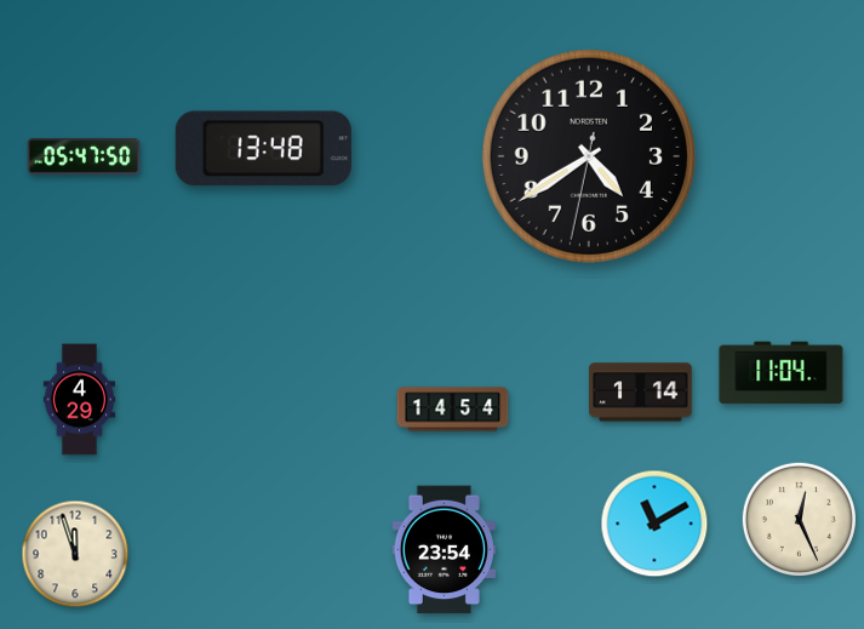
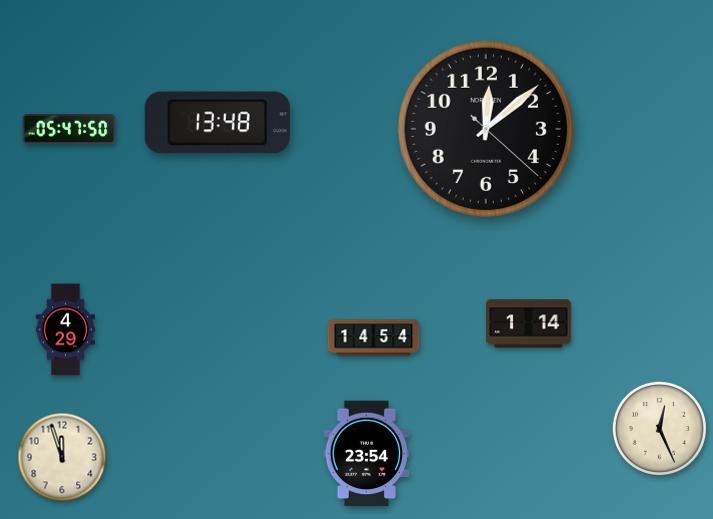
clock at (589, 156): 4:39 -> 12:08
clock at (782, 373): 11:04 -> none
clock at (654, 524): 11:10 -> none
